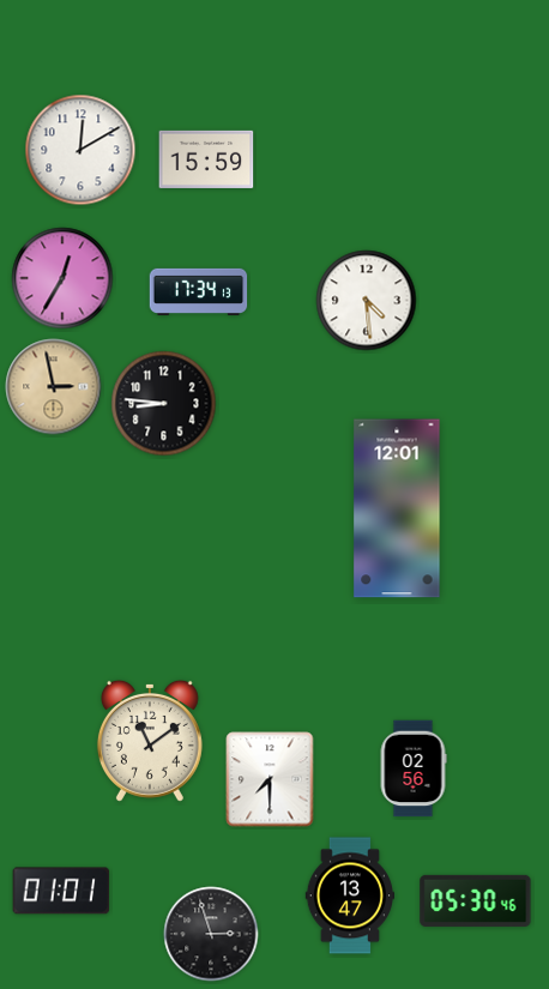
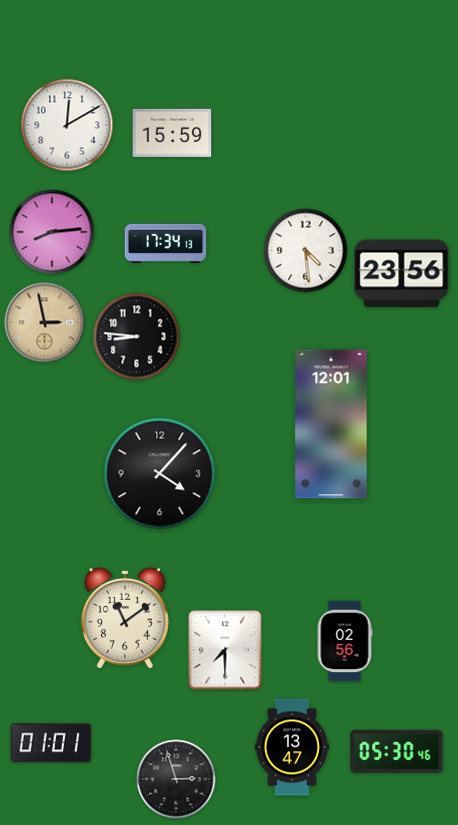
clock at (62, 278): 12:35 -> 8:14
clock at (402, 274): none -> 23:56
clock at (160, 474): none -> 4:07
